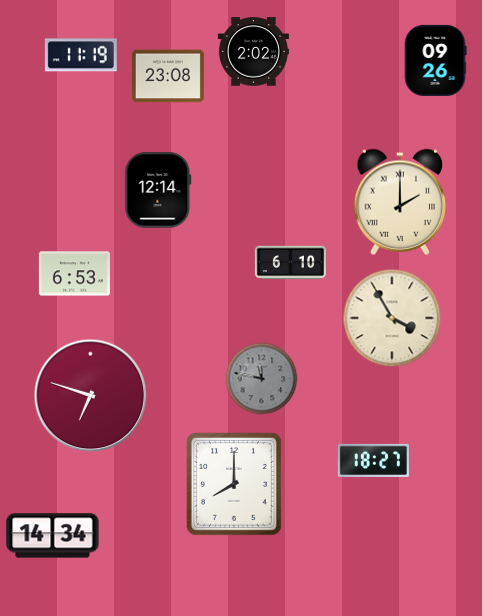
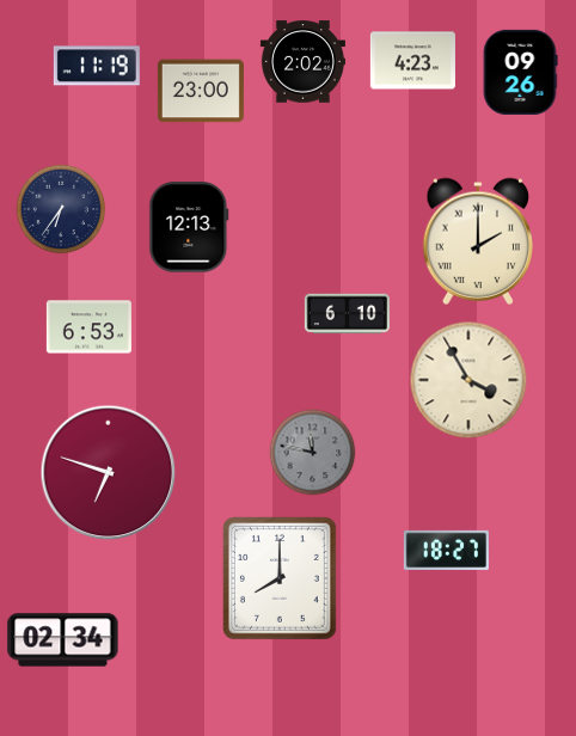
clock at (412, 61): none -> 4:23
clock at (168, 76): 23:08 -> 23:00
clock at (61, 209): none -> 6:36
clock at (158, 190): 12:14 -> 12:13
clock at (53, 536): 14:34 -> 02:34
